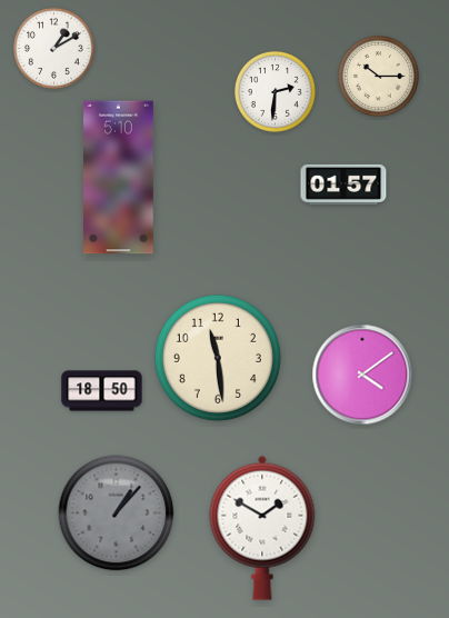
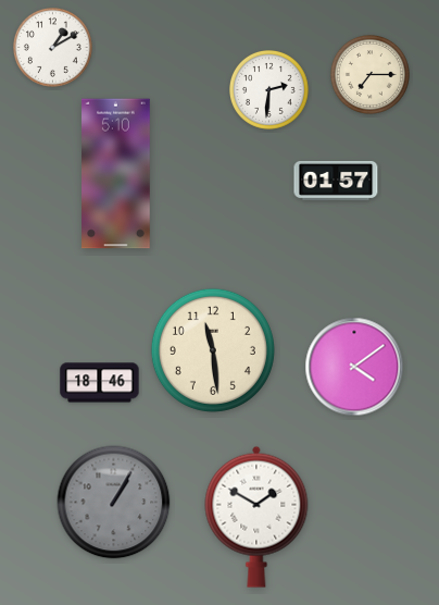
clock at (379, 77): 10:15 -> 7:15
clock at (102, 391): 18:50 -> 18:46
clock at (117, 514): 1:07 -> 1:05
